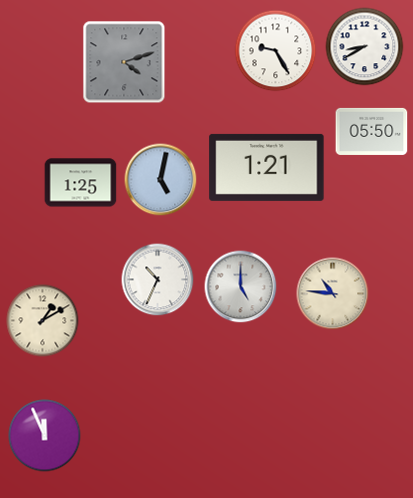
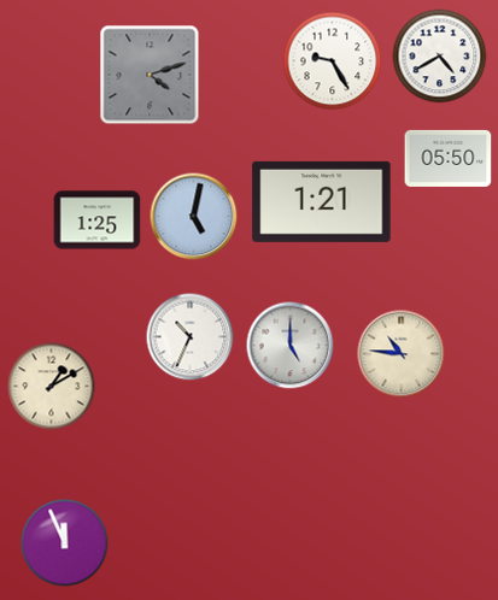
clock at (365, 47): 8:40 -> 4:40
clock at (45, 436) position: (45, 436) -> (65, 543)
